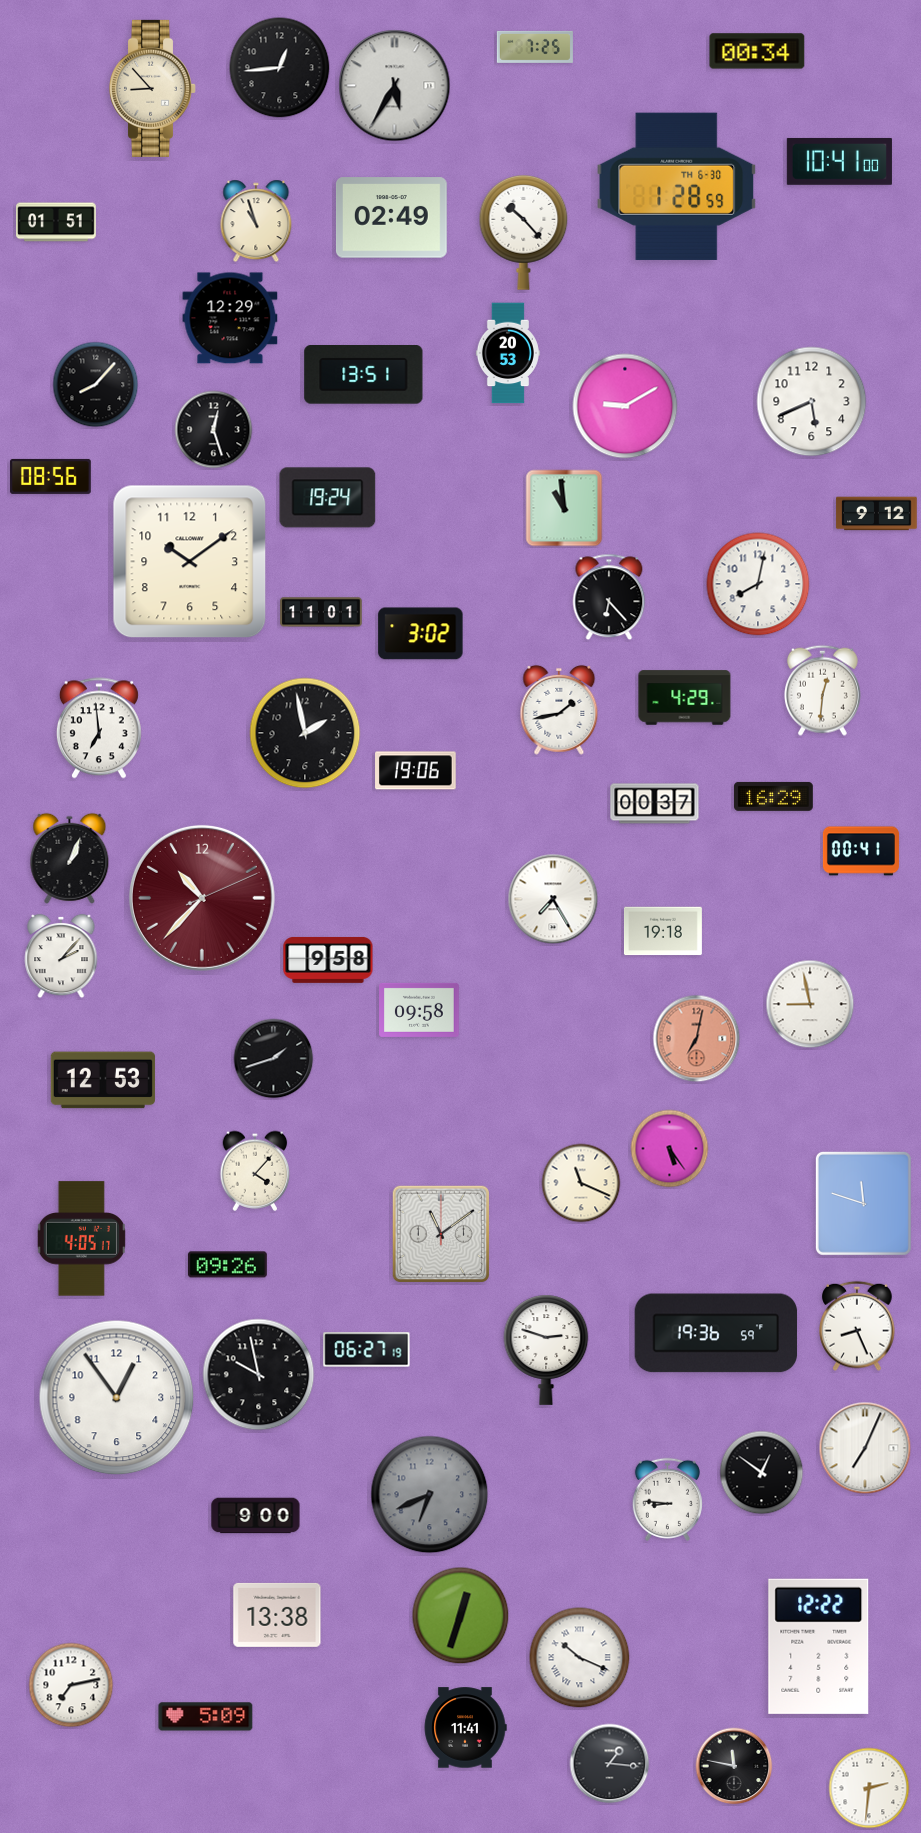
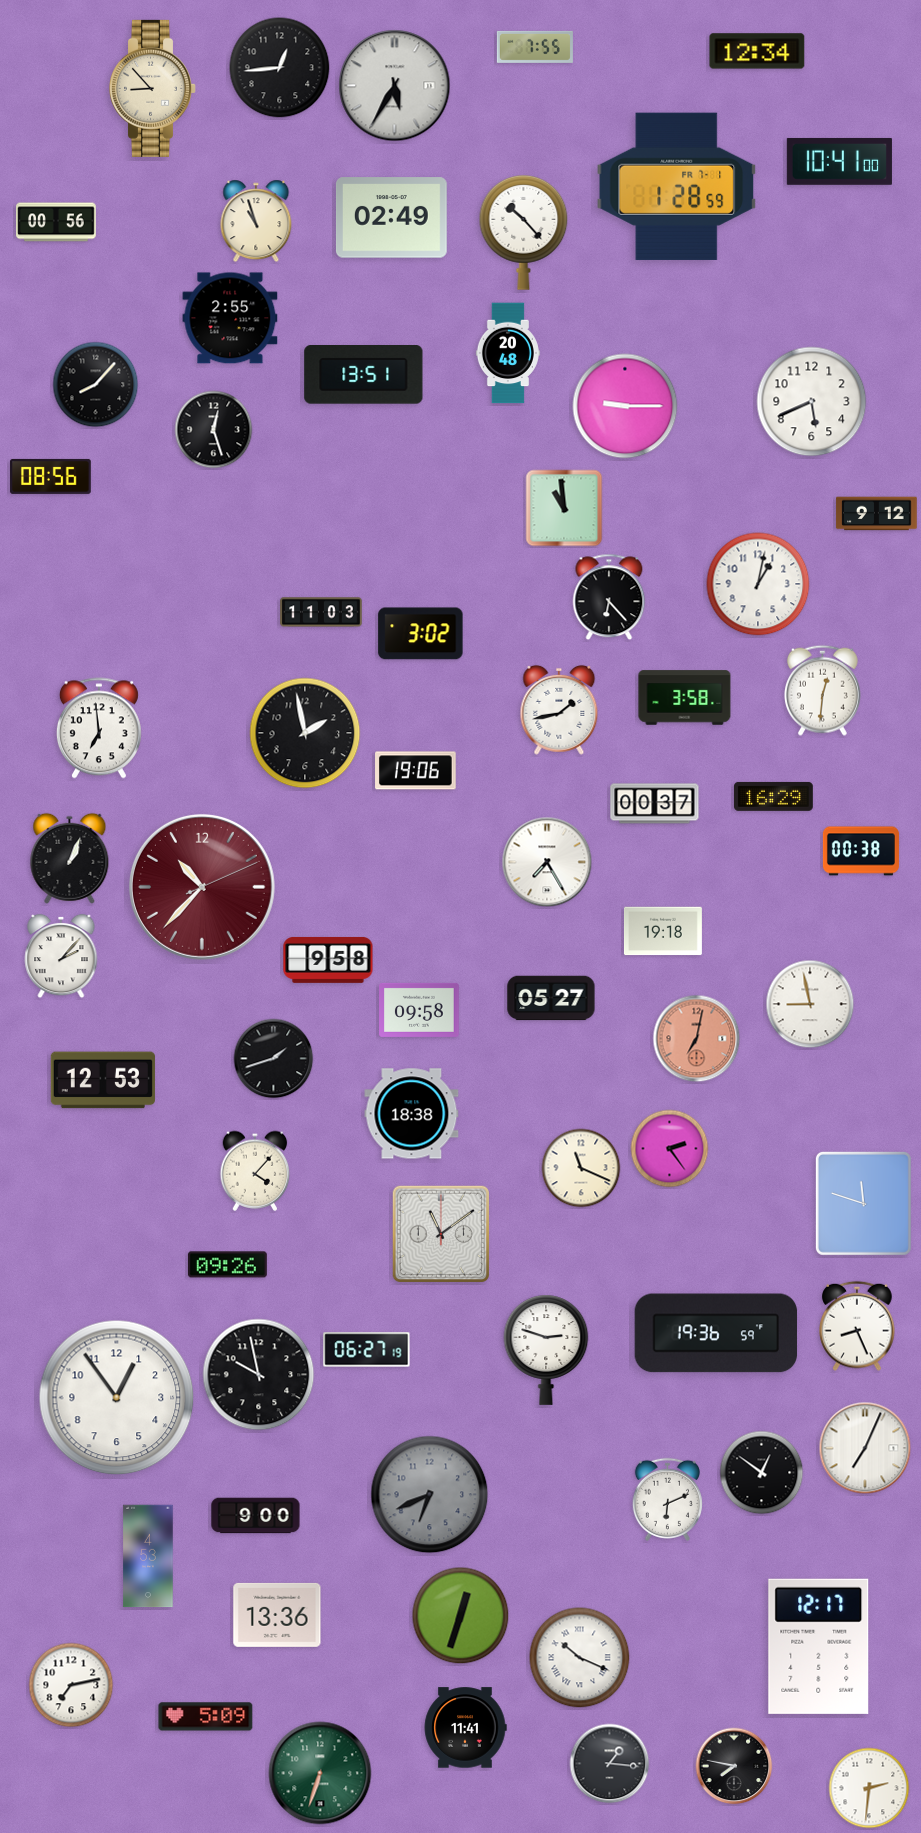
clock at (535, 47): 7:25 -> 7:55
clock at (757, 51): 00:34 -> 12:34
clock at (677, 186) date: TH 6-30 -> FR 7-1
clock at (56, 222): 01:51 -> 00:56
clock at (230, 318): 12:29 -> 2:55
clock at (508, 353): 20:53 -> 20:48
clock at (625, 406): 9:10 -> 9:15
clock at (328, 498): 19:24 -> none
clock at (190, 562): 10:09 -> none
clock at (758, 584): 8:02 -> 1:02
clock at (321, 612): 11:01 -> 11:03
clock at (685, 698): 4:29 -> 3:58
clock at (861, 851): 00:41 -> 00:38
clock at (202, 898) position: (202, 898) -> (202, 887)
clock at (553, 899) position: (553, 899) -> (547, 862)
clock at (551, 998): none -> 05:27
clock at (412, 1114): none -> 18:38
clock at (670, 1149): 5:24 -> 2:24
clock at (581, 1183) position: (581, 1183) -> (581, 1168)
clock at (81, 1239): 4:05 -> none
clock at (667, 1499): 8:46 -> 6:11
clock at (148, 1556): none -> 4:53
clock at (277, 1615): 13:38 -> 13:36
clock at (819, 1646): 12:22 -> 12:17
clock at (734, 1766): 11:47 -> 7:47
clock at (320, 1773): none -> 6:33
